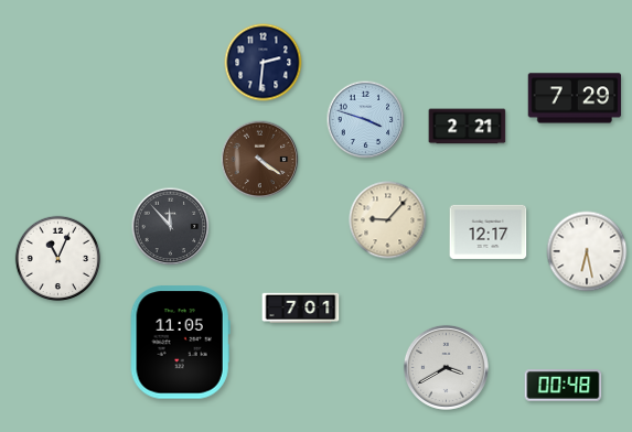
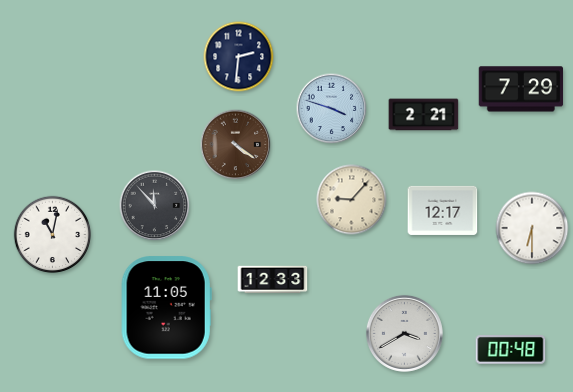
clock at (587, 251): 6:28 -> 6:30
clock at (58, 259): 11:04 -> 11:02
clock at (301, 309): 7:01 -> 12:33
clock at (180, 343) position: (180, 343) -> (166, 308)
